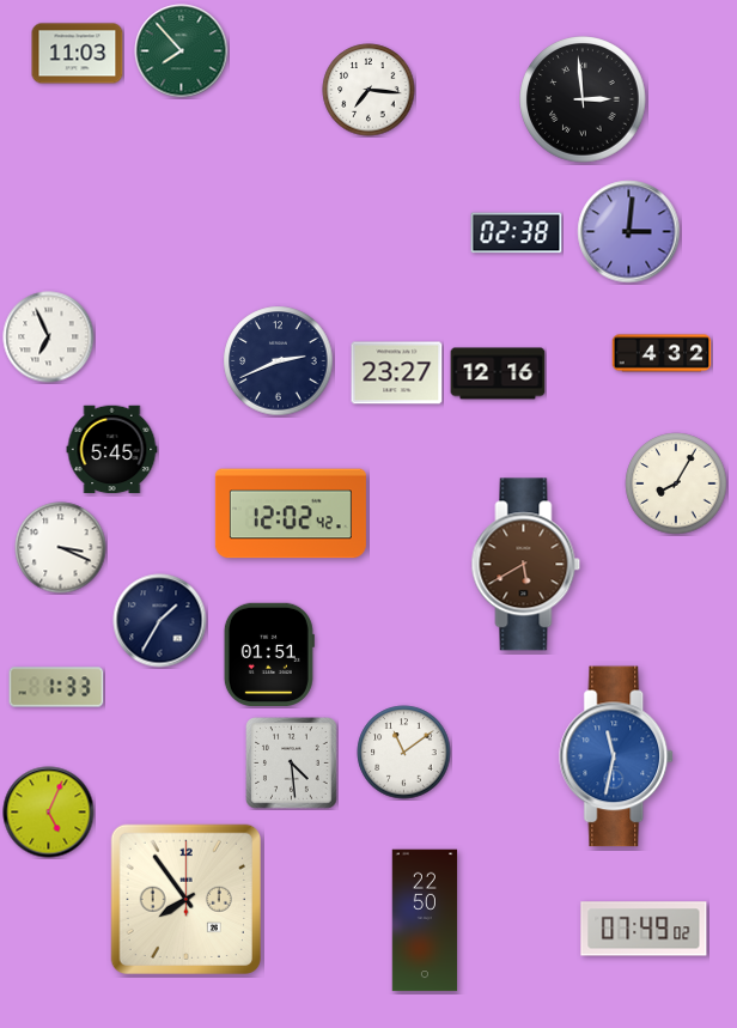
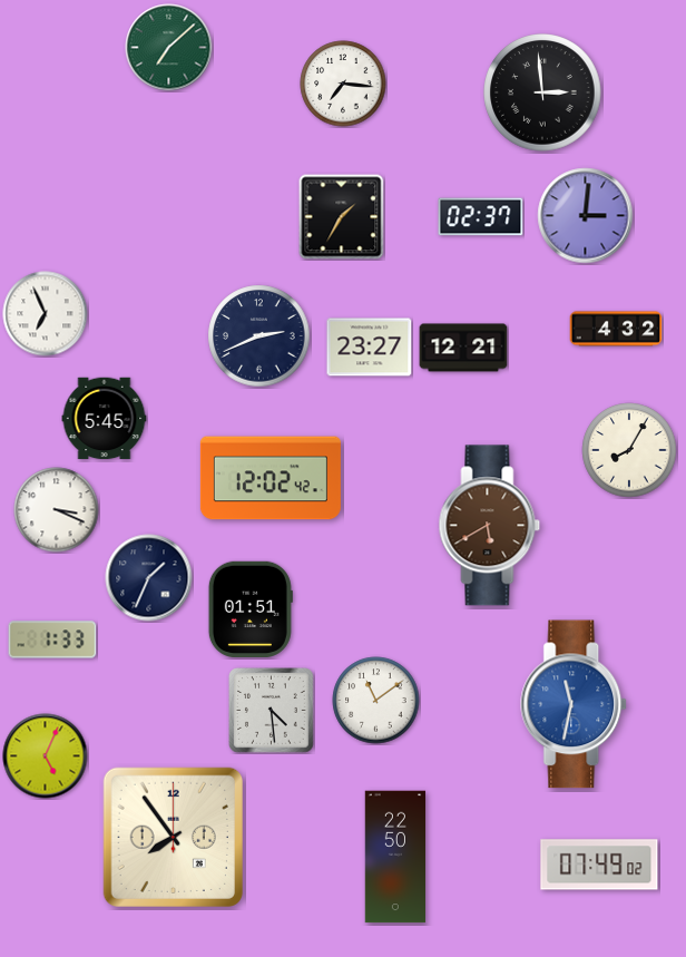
clock at (182, 51): 7:53 -> 7:08
clock at (78, 54): 11:03 -> none
clock at (342, 217): none -> 1:35
clock at (517, 233): 02:38 -> 02:37
clock at (498, 373): 12:16 -> 12:21
clock at (160, 621): 1:35 -> 1:34
